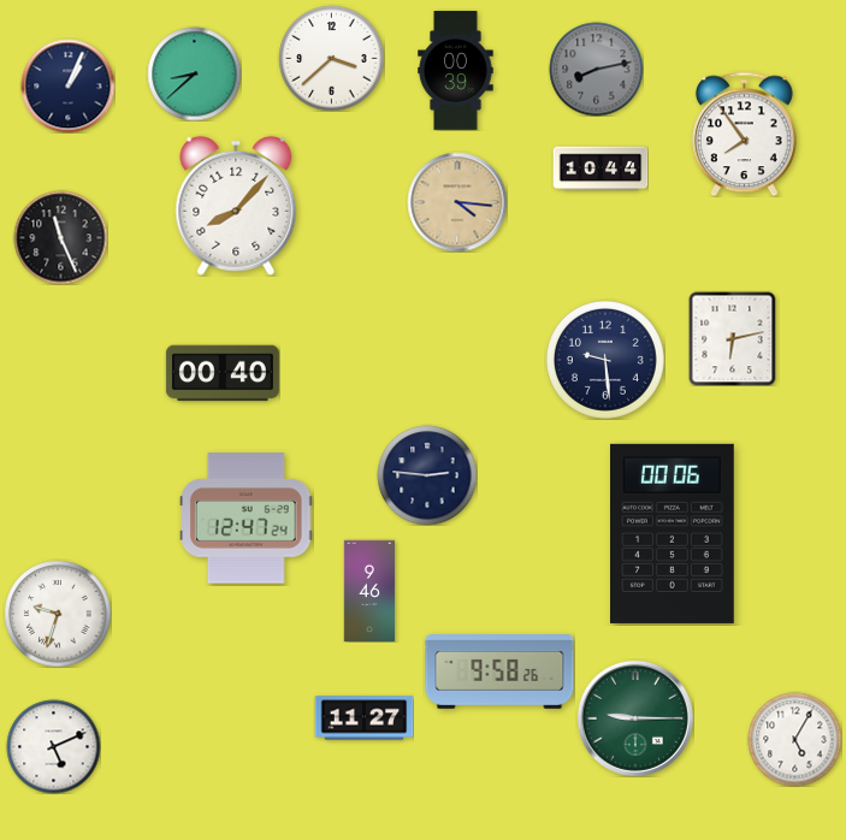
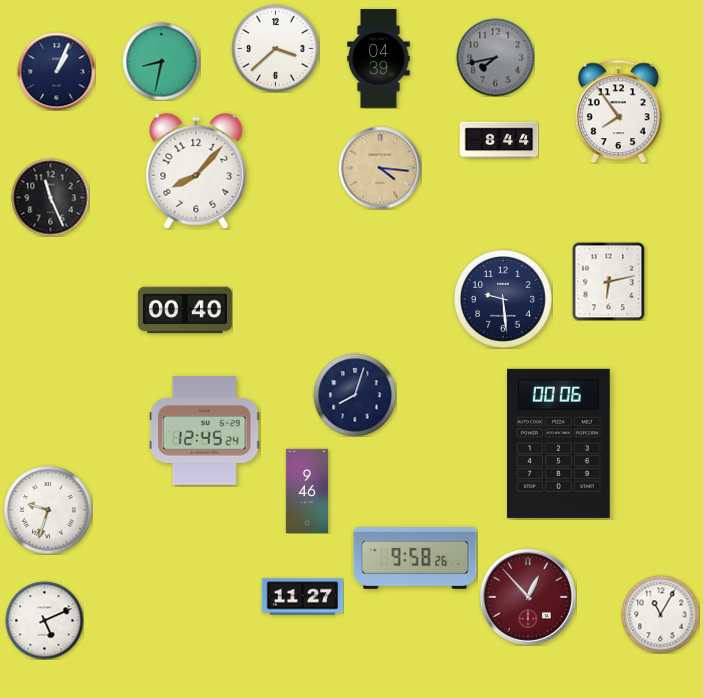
clock at (596, 69): 8:13 -> 7:43
clock at (456, 71): 00:39 -> 04:39
clock at (194, 73): 8:38 -> 8:32
clock at (601, 168): 10:44 -> 8:44
clock at (427, 475): 2:46 -> 8:03
clock at (247, 519): 12:47 -> 12:45
clock at (635, 718): 9:15 -> 12:53
clock at (635, 718) dial: green -> burgundy
clock at (794, 739): 5:05 -> 11:05
